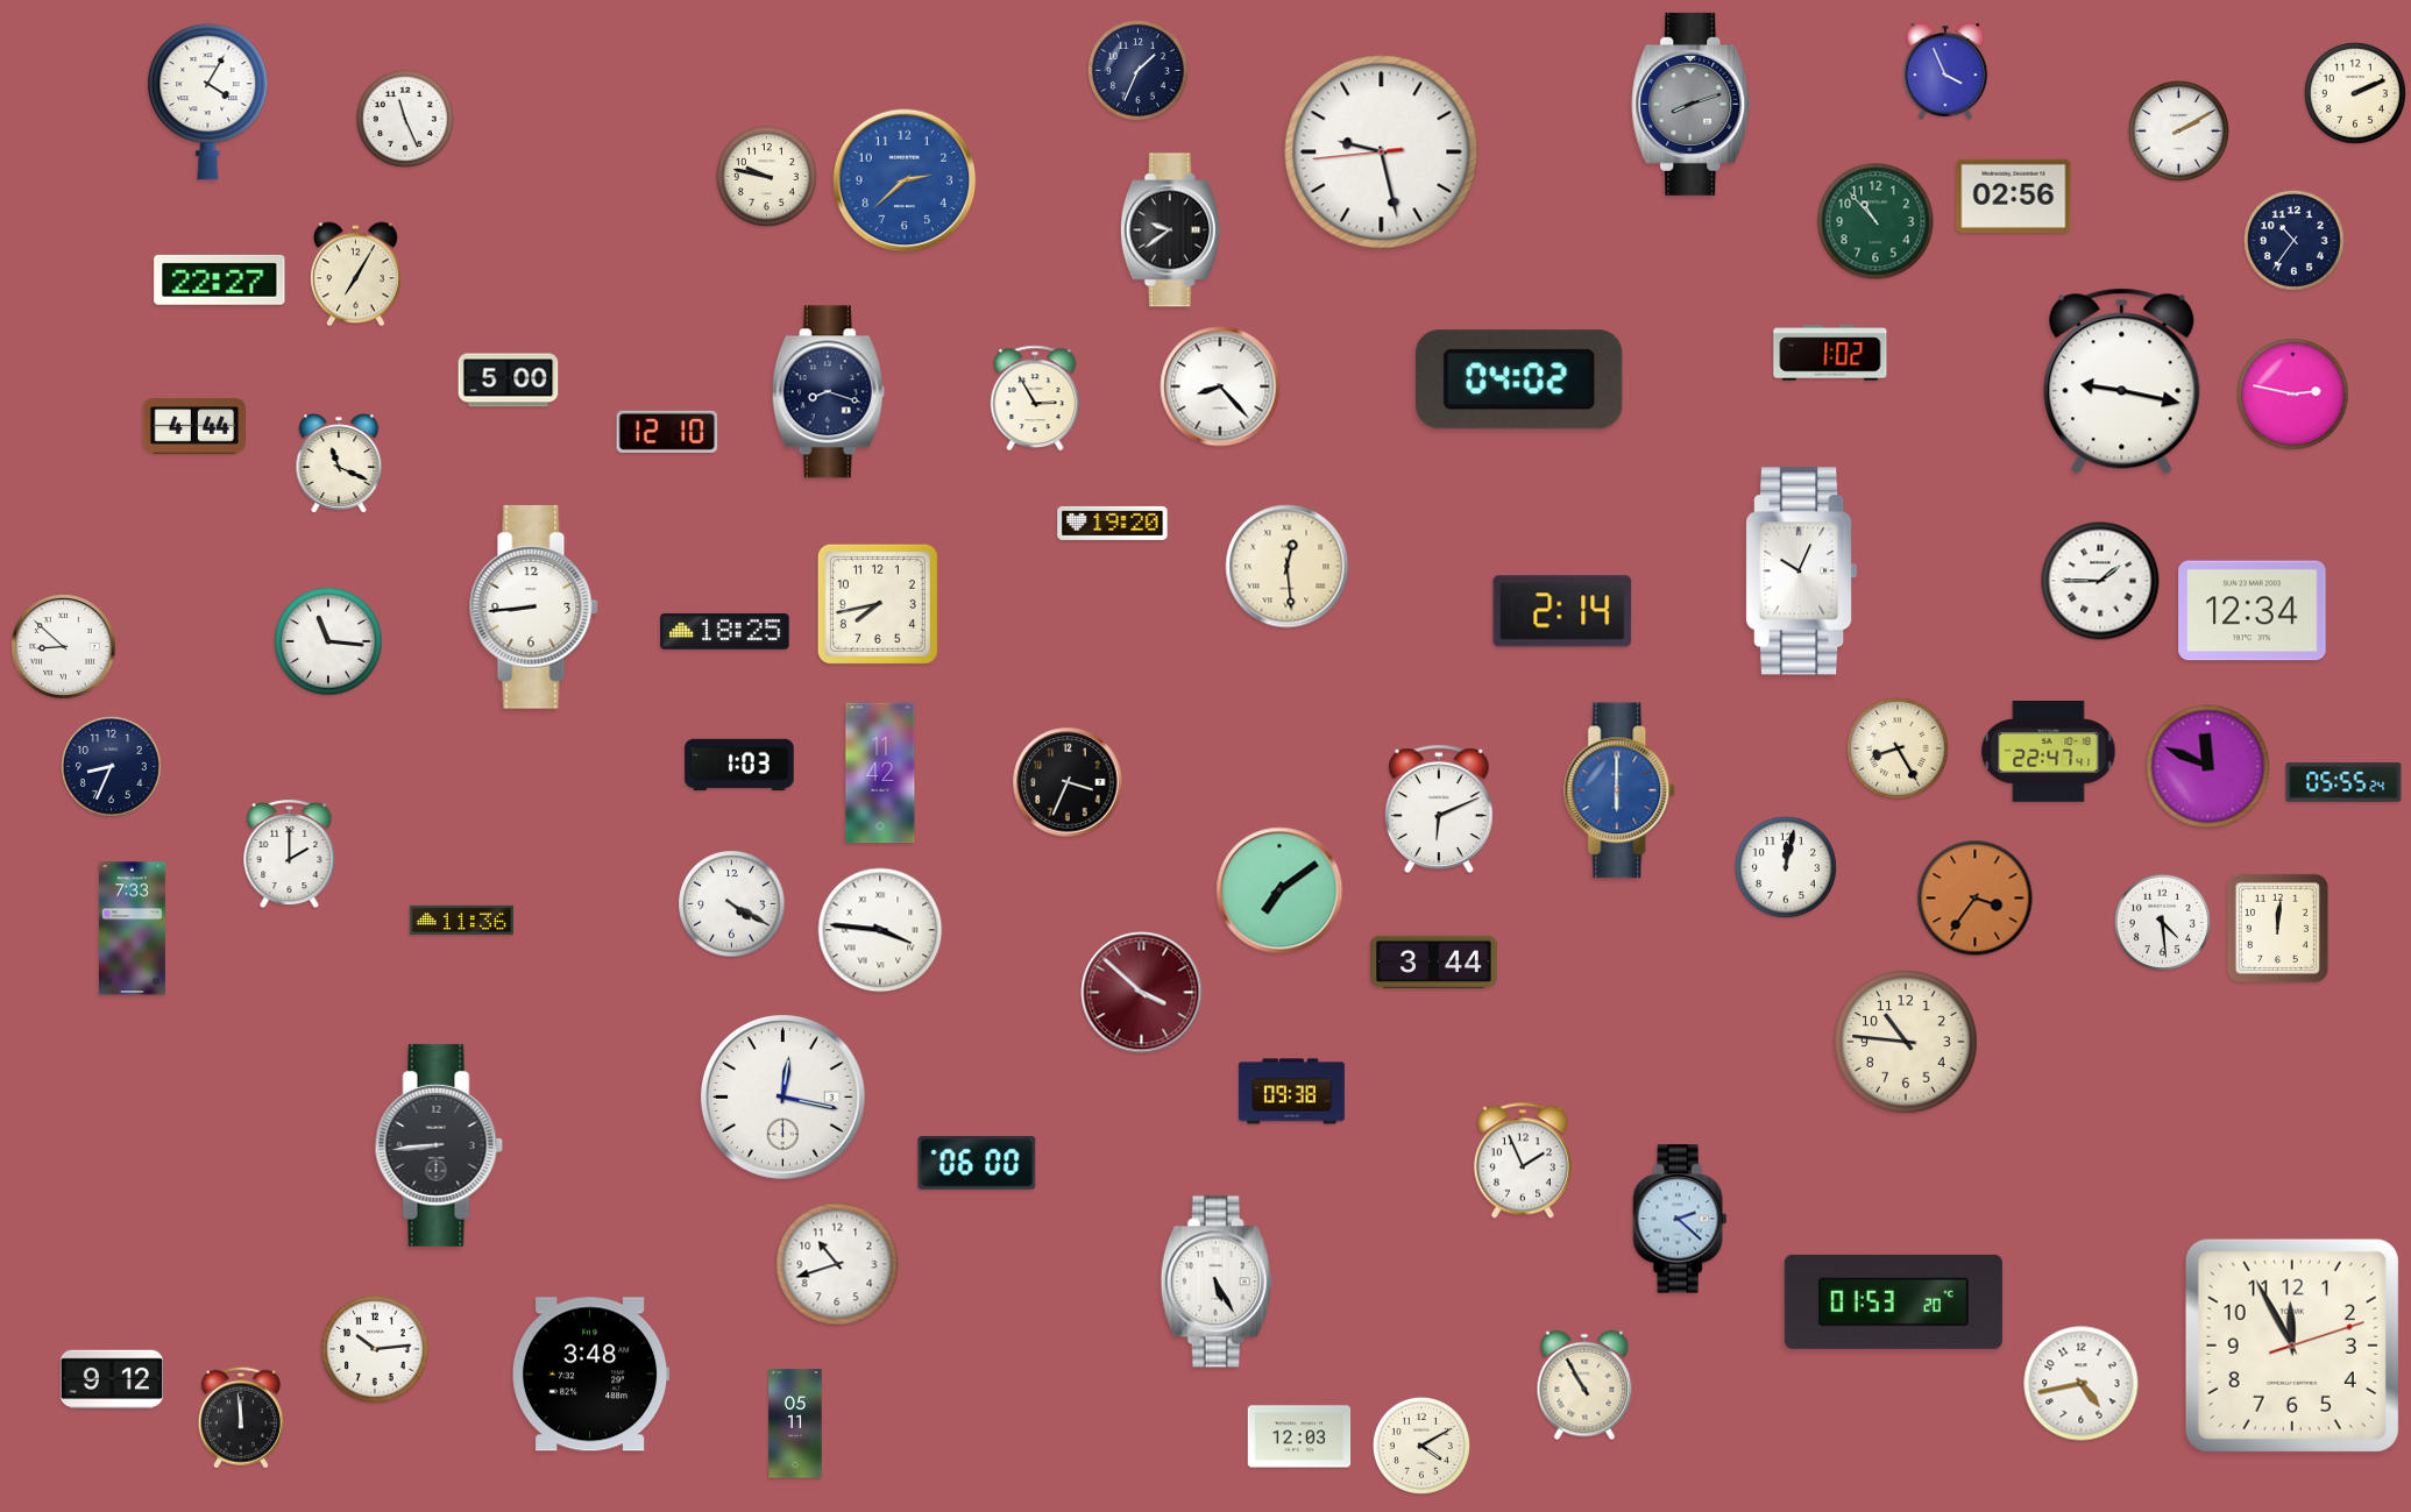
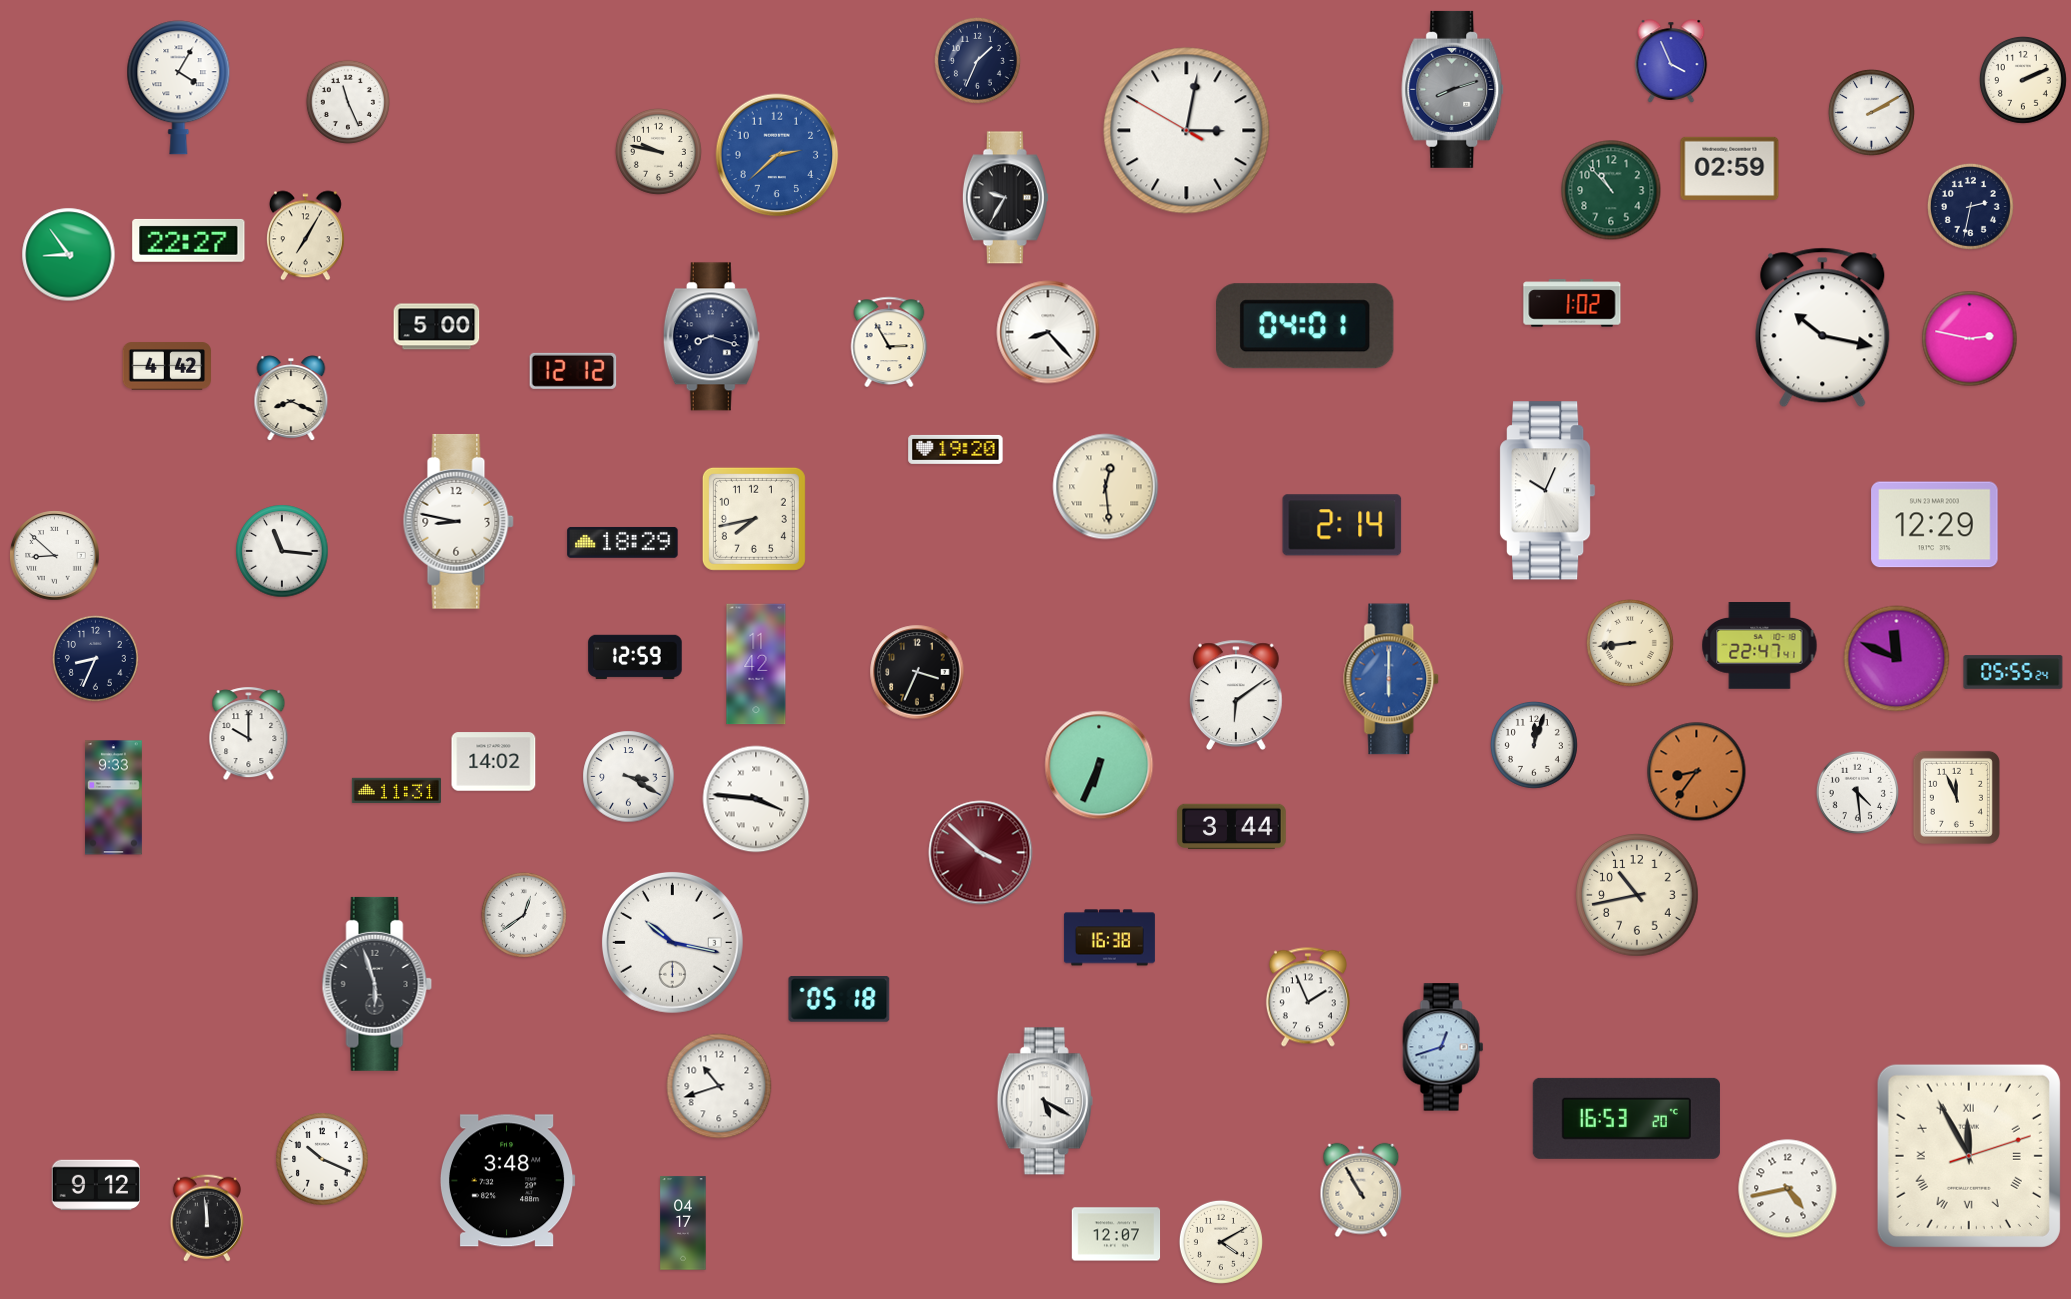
clock at (1382, 152): 9:27 -> 3:01
clock at (2014, 196): 02:56 -> 02:59
clock at (1170, 230): 9:39 -> 9:35
clock at (2293, 240): 10:36 -> 2:32
clock at (69, 255): none -> 8:54
clock at (1520, 379): 04:02 -> 04:01
clock at (2122, 382): 9:17 -> 10:17
clock at (194, 426): 4:44 -> 4:42
clock at (667, 432): 12:10 -> 12:12
clock at (339, 463): 11:19 -> 8:19
clock at (2100, 581): 1:45 -> none
clock at (533, 606): 8:44 -> 8:47
clock at (2253, 611): 12:34 -> 12:29
clock at (725, 631): 18:25 -> 18:29
clock at (1899, 750): 8:25 -> 8:44
clock at (739, 765): 1:03 -> 12:59
clock at (1440, 808): 6:11 -> 6:09
clock at (290, 854): 2:00 -> 10:00
clock at (1787, 868): 12:02 -> 12:03
clock at (494, 762): none -> 14:02
clock at (1279, 890): 7:09 -> 6:34
clock at (1976, 899): 3:36 -> 8:36
clock at (732, 904): 4:20 -> 3:20
clock at (461, 920): 11:36 -> 11:31
clock at (2277, 928): 12:01 -> 11:56
clock at (132, 929): 7:33 -> 9:33
clock at (1907, 1043): 10:46 -> 10:43
clock at (524, 915): none -> 12:39
clock at (1291, 1092): 09:38 -> 16:38
clock at (782, 1096): 12:17 -> 10:17
clock at (439, 1145): 8:44 -> 5:57
clock at (977, 1163): 06:00 -> 05:18
clock at (1680, 1219): 2:22 -> 12:42
clock at (1217, 1282): 5:25 -> 5:20
clock at (1893, 1301): 01:53 -> 16:53
clock at (2292, 1346) numerals: Arabic -> Roman
clock at (375, 1349): 10:14 -> 10:19
clock at (795, 1424): 05:11 -> 04:17
clock at (1299, 1436): 12:03 -> 12:07
